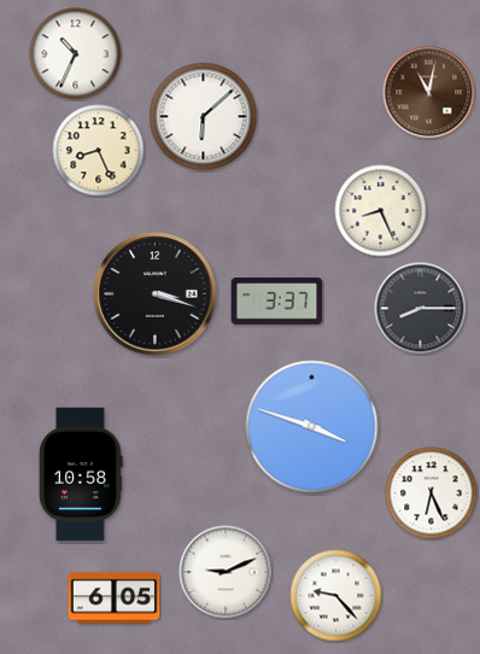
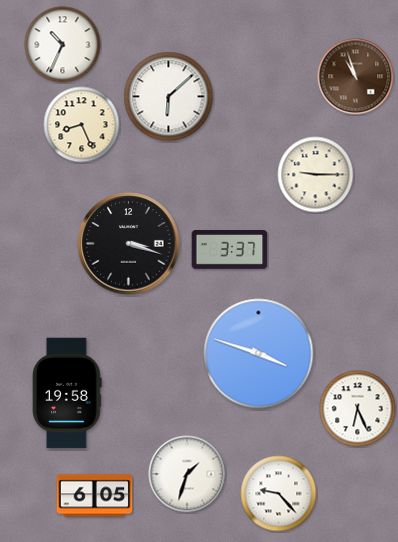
clock at (429, 93): 11:02 -> 10:57
clock at (381, 211): 8:26 -> 9:15
clock at (421, 309): 8:15 -> none
clock at (81, 474): 10:58 -> 19:58
clock at (226, 572): 9:11 -> 1:33
